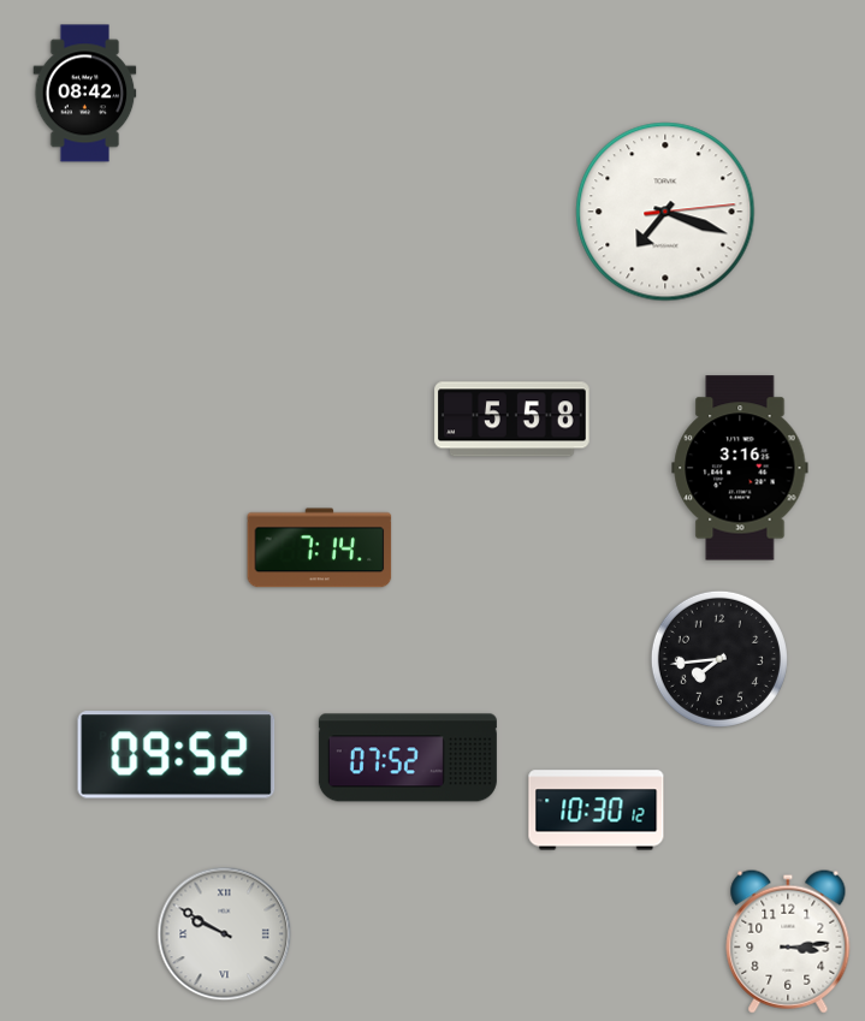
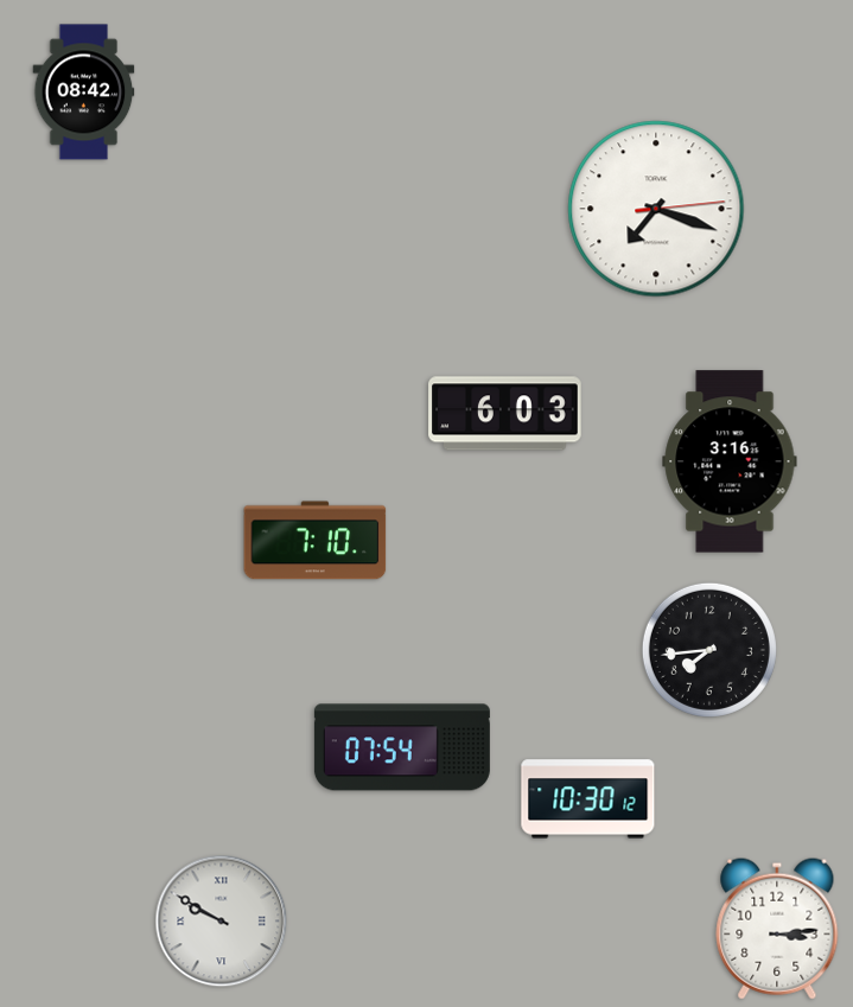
clock at (513, 420): 5:58 -> 6:03
clock at (320, 548): 7:14 -> 7:10
clock at (177, 755): 09:52 -> none
clock at (408, 758): 07:52 -> 07:54
